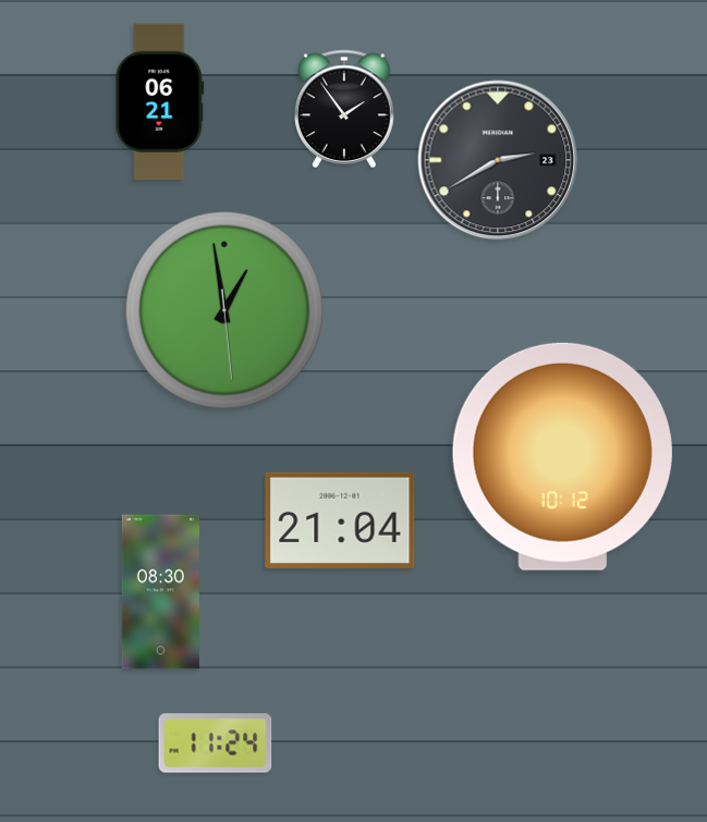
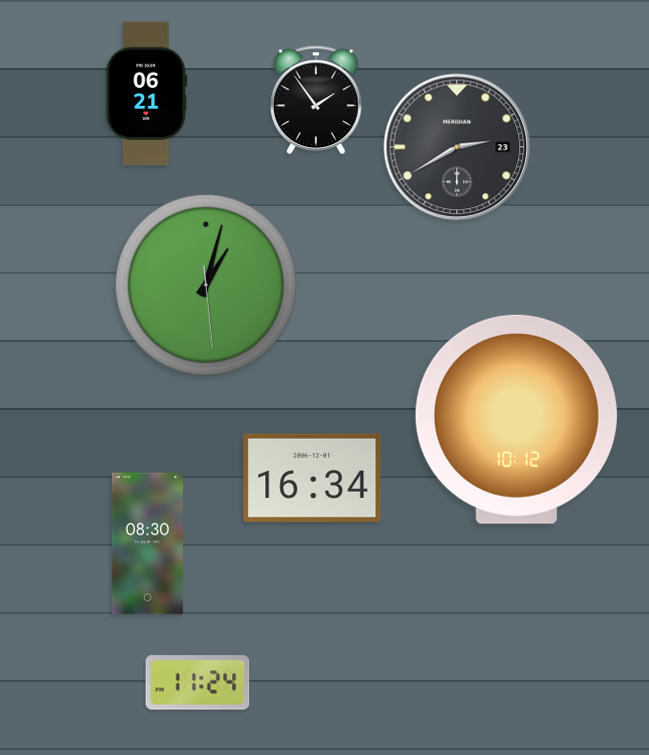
clock at (224, 310): 12:58 -> 1:02
clock at (340, 520): 21:04 -> 16:34
